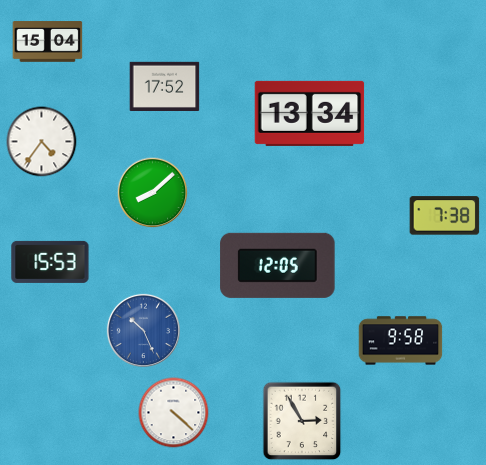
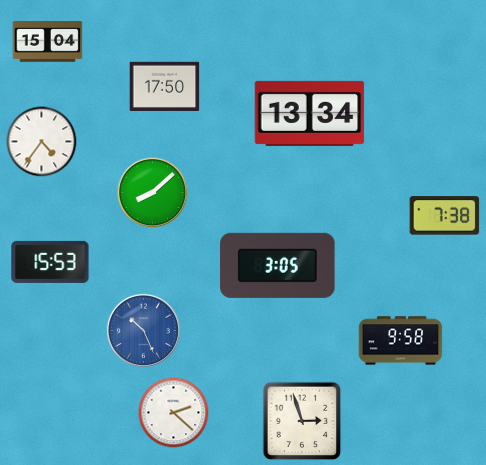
clock at (165, 86): 17:52 -> 17:50
clock at (278, 265): 12:05 -> 3:05
clock at (174, 413): 4:22 -> 2:22
clock at (302, 421): 2:55 -> 2:57
